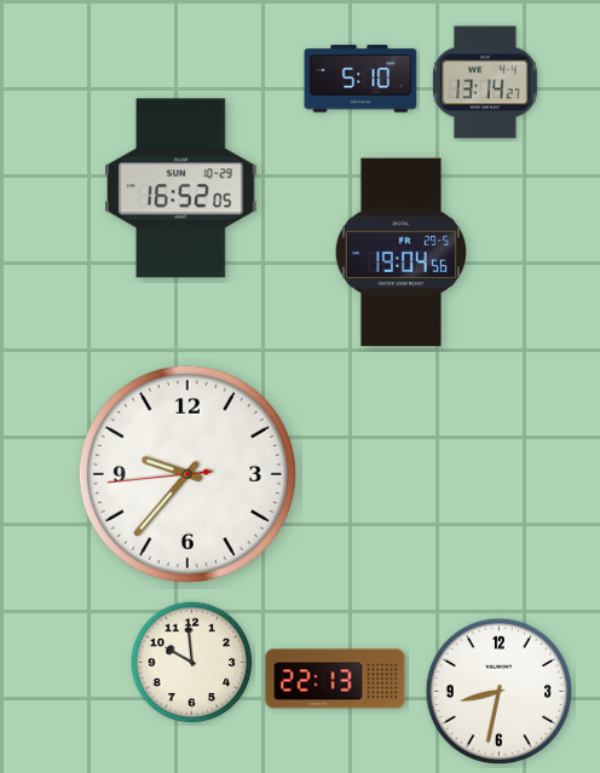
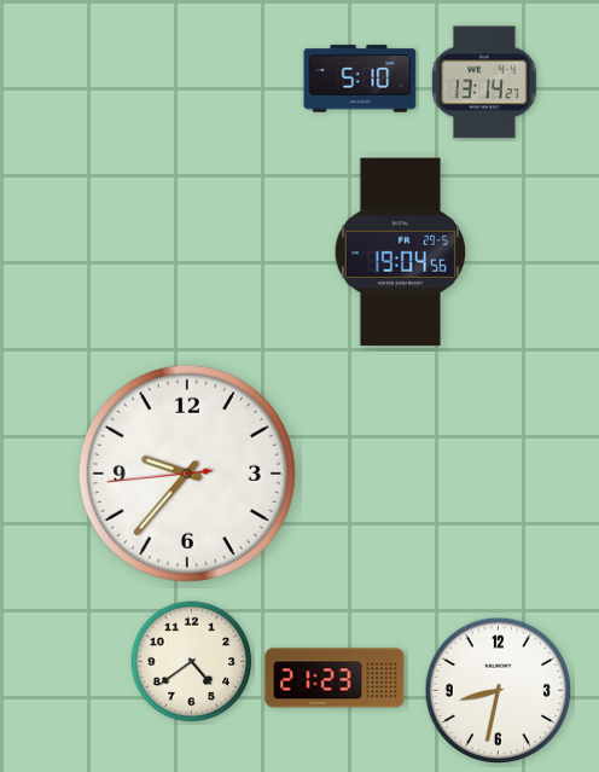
clock at (181, 189): 16:52 -> none
clock at (192, 663): 9:59 -> 4:39
clock at (335, 679): 22:13 -> 21:23
